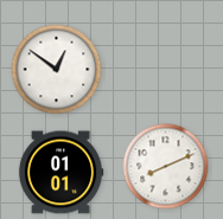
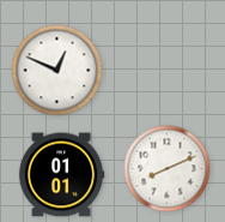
clock at (57, 70): 12:51 -> 12:49
